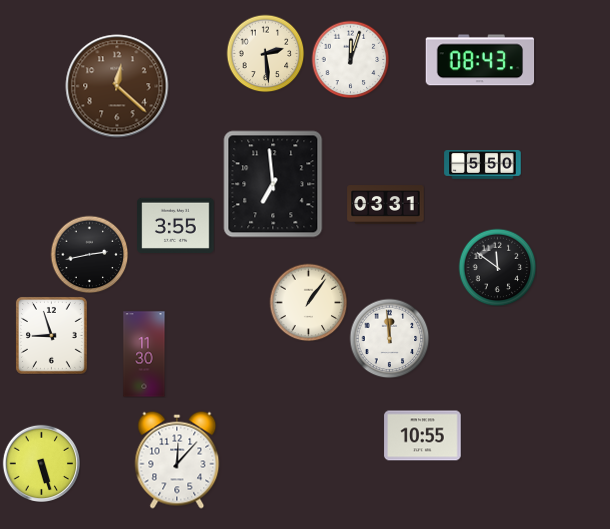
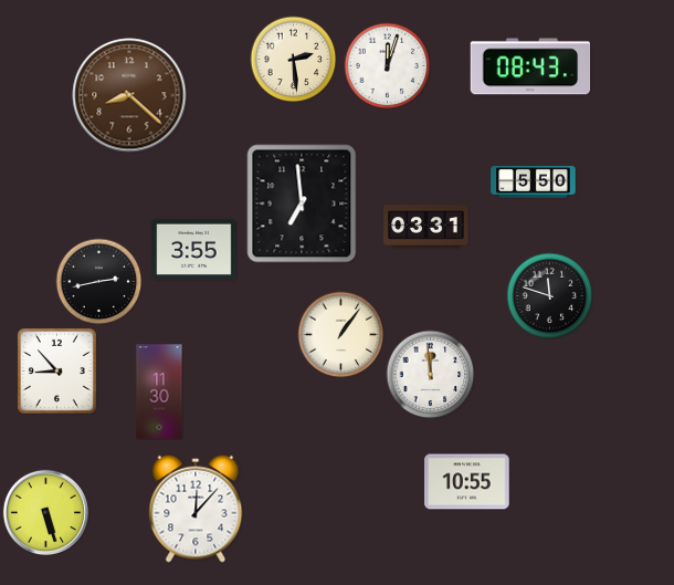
clock at (117, 86): 12:22 -> 8:22
clock at (497, 267): 11:51 -> 11:48
clock at (51, 335): 8:57 -> 8:53
